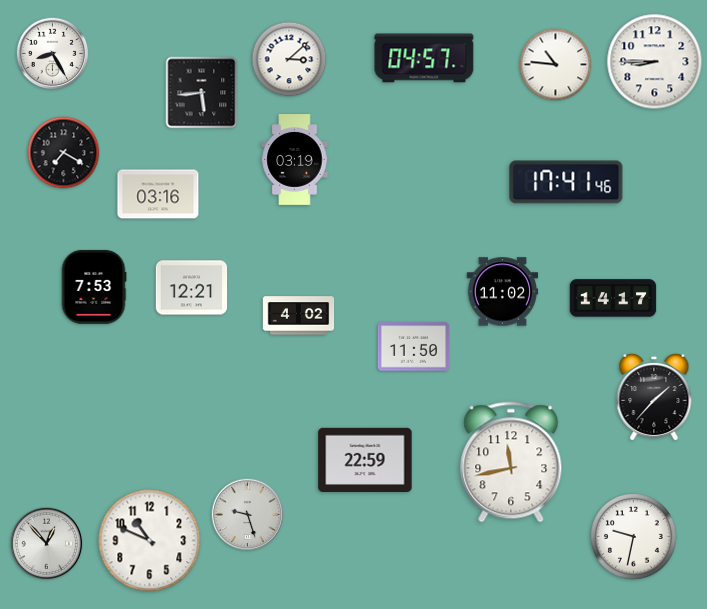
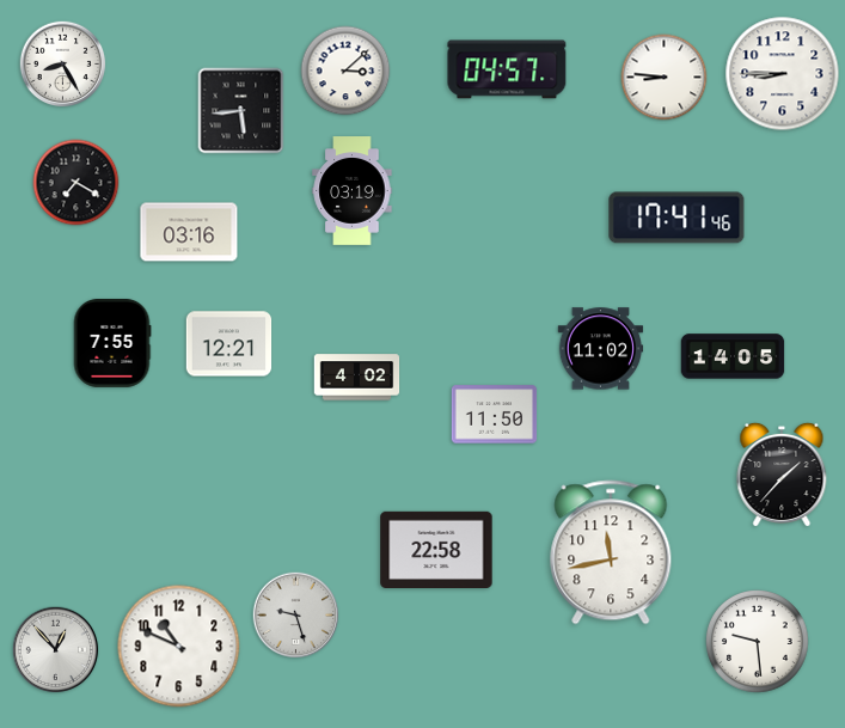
clock at (556, 65): 10:46 -> 8:46
clock at (94, 287): 7:53 -> 7:55
clock at (613, 298): 14:17 -> 14:05
clock at (365, 459): 22:59 -> 22:58
clock at (634, 537): 9:32 -> 9:29
